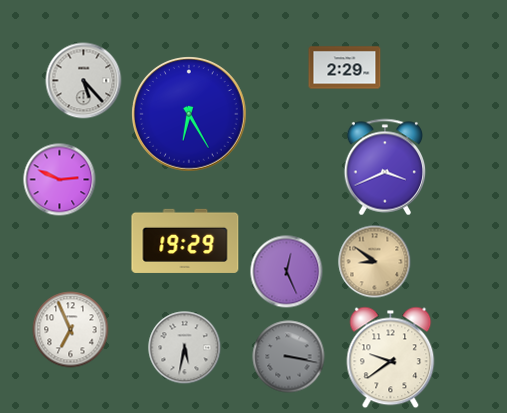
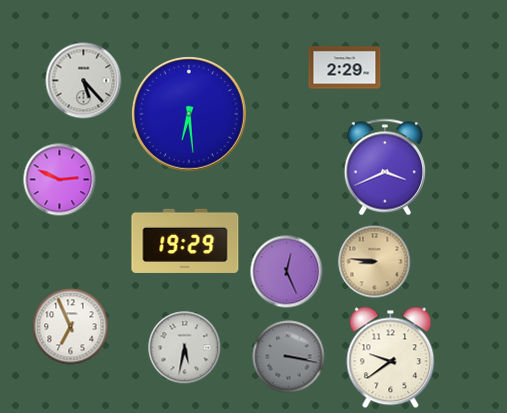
clock at (190, 115): 6:25 -> 6:29
clock at (375, 262): 8:51 -> 8:46
clock at (71, 330) position: (71, 330) -> (71, 327)
